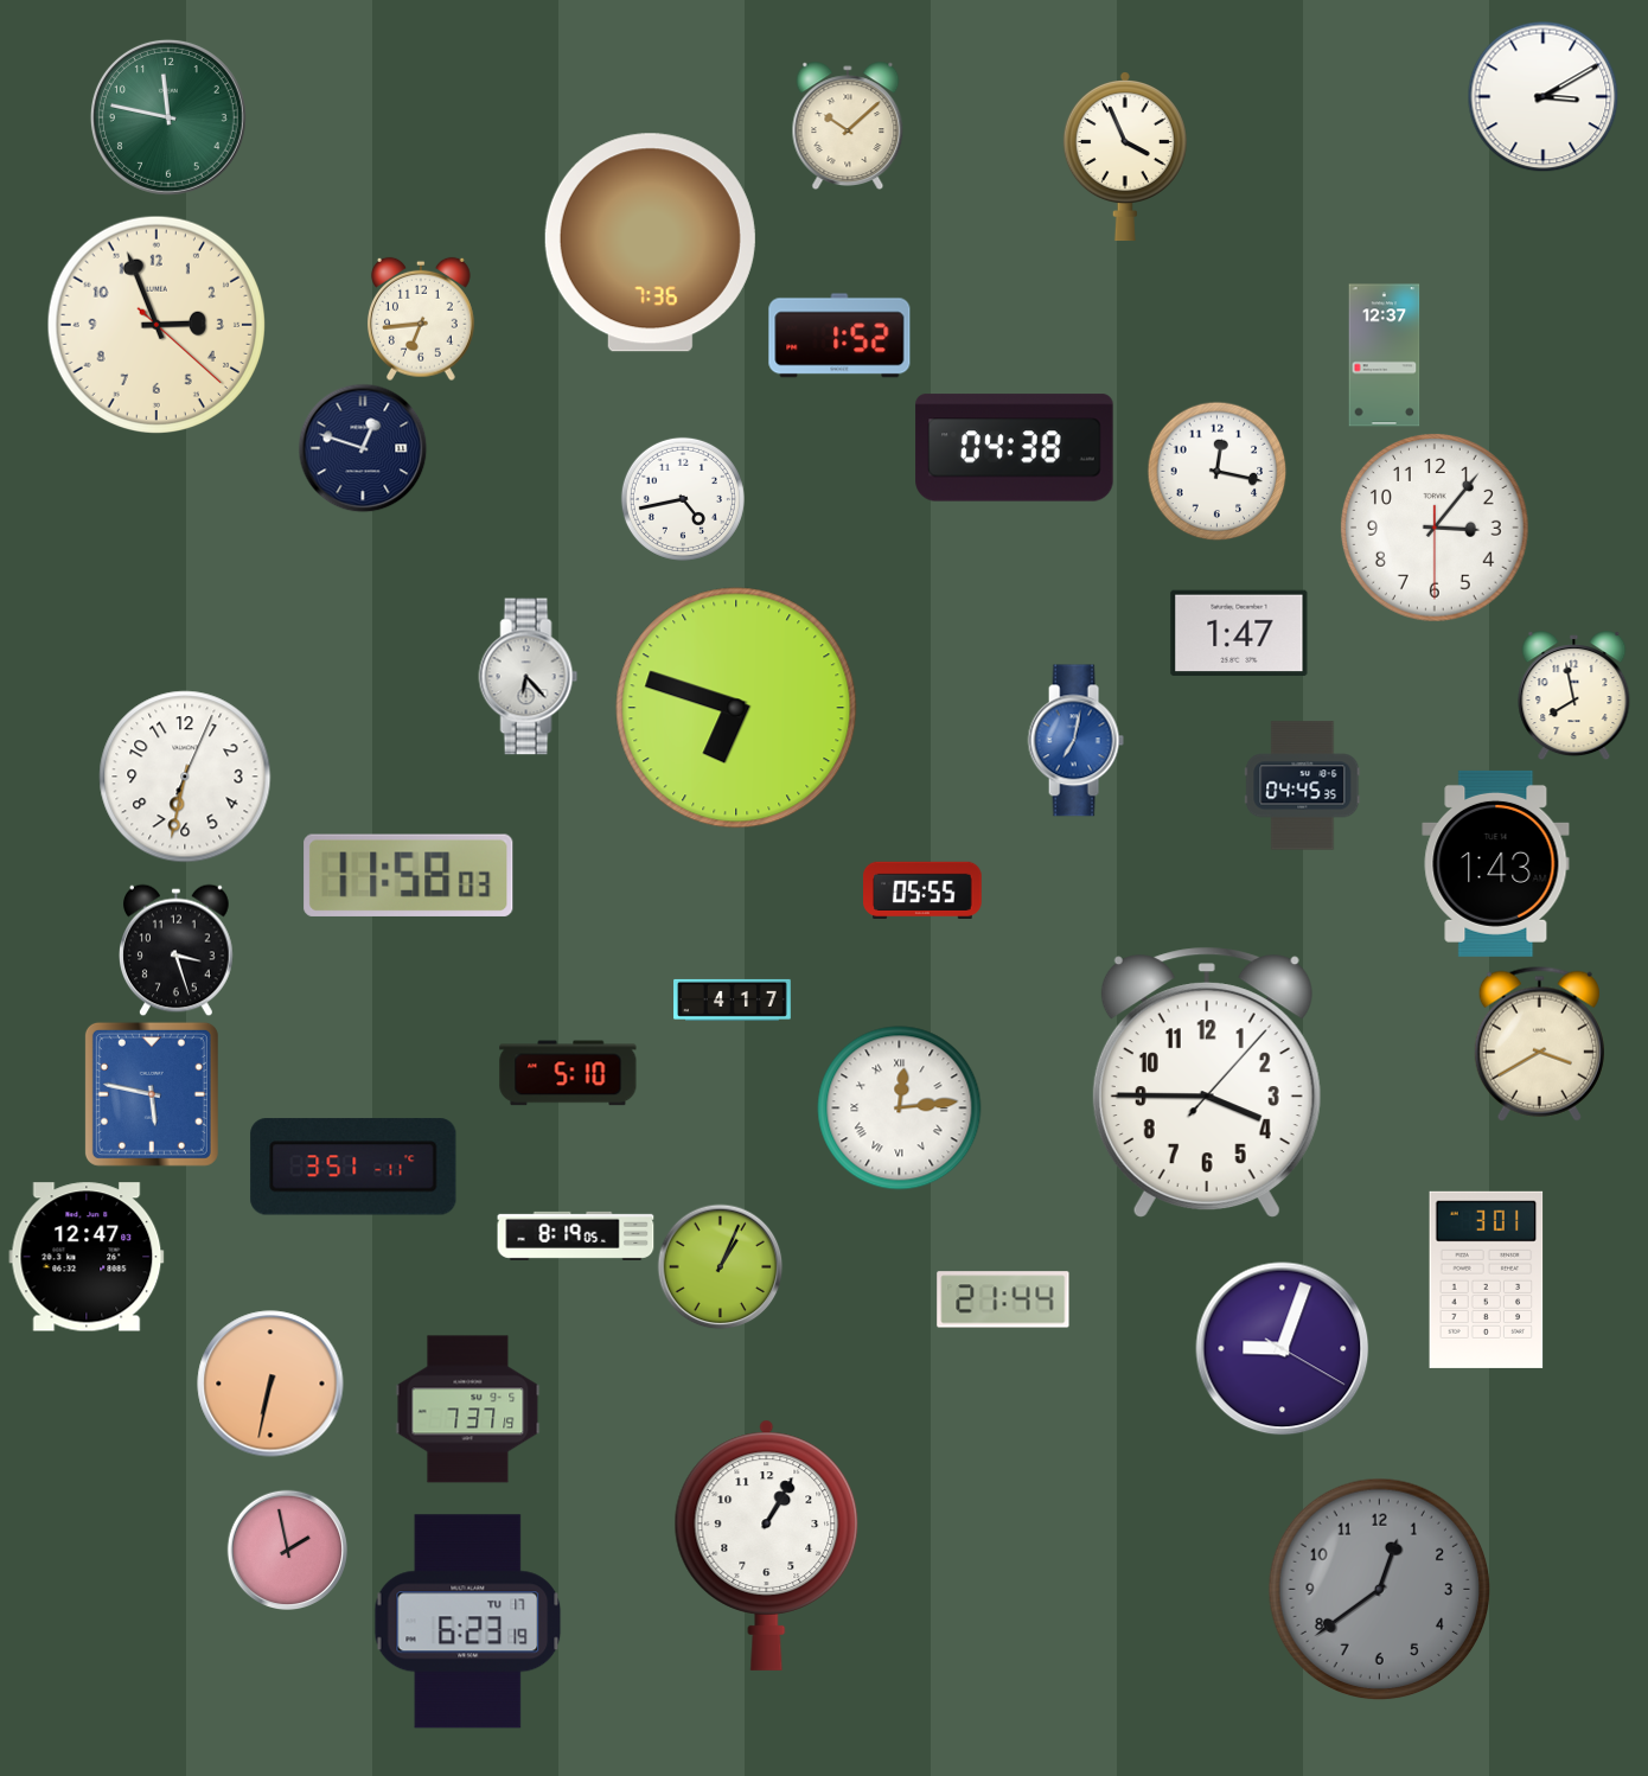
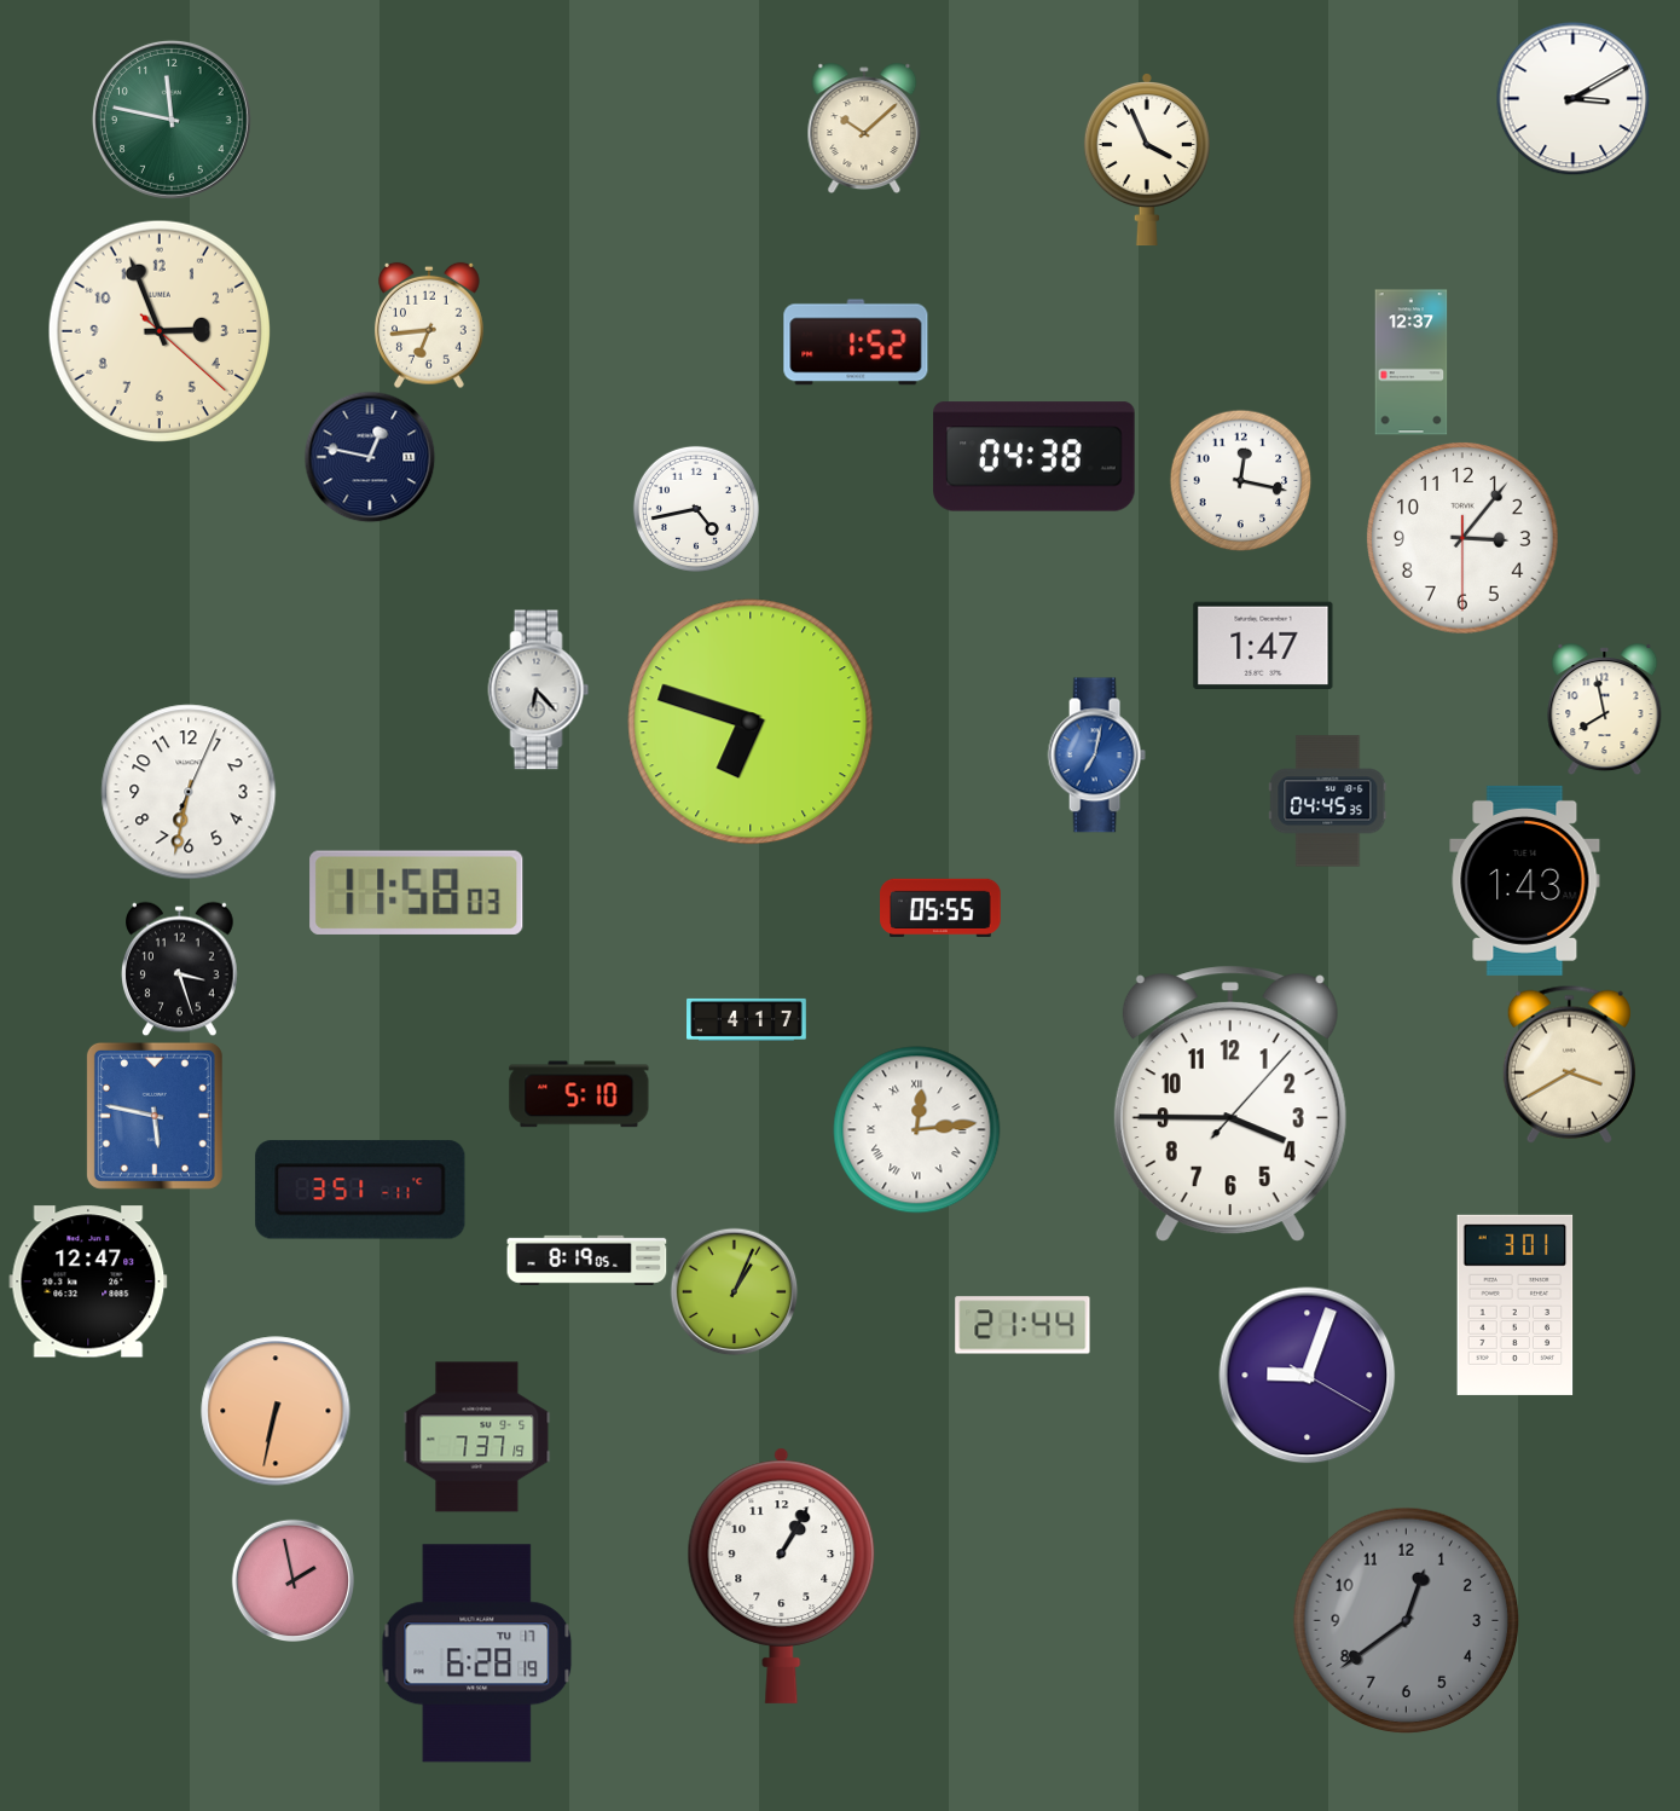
clock at (650, 243): 7:36 -> none
clock at (363, 448): 12:48 -> 12:47
clock at (468, 1622): 6:23 -> 6:28
